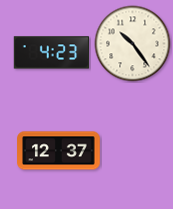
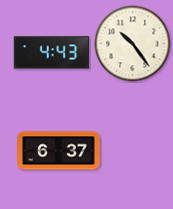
clock at (52, 53): 4:23 -> 4:43
clock at (59, 151): 12:37 -> 6:37
